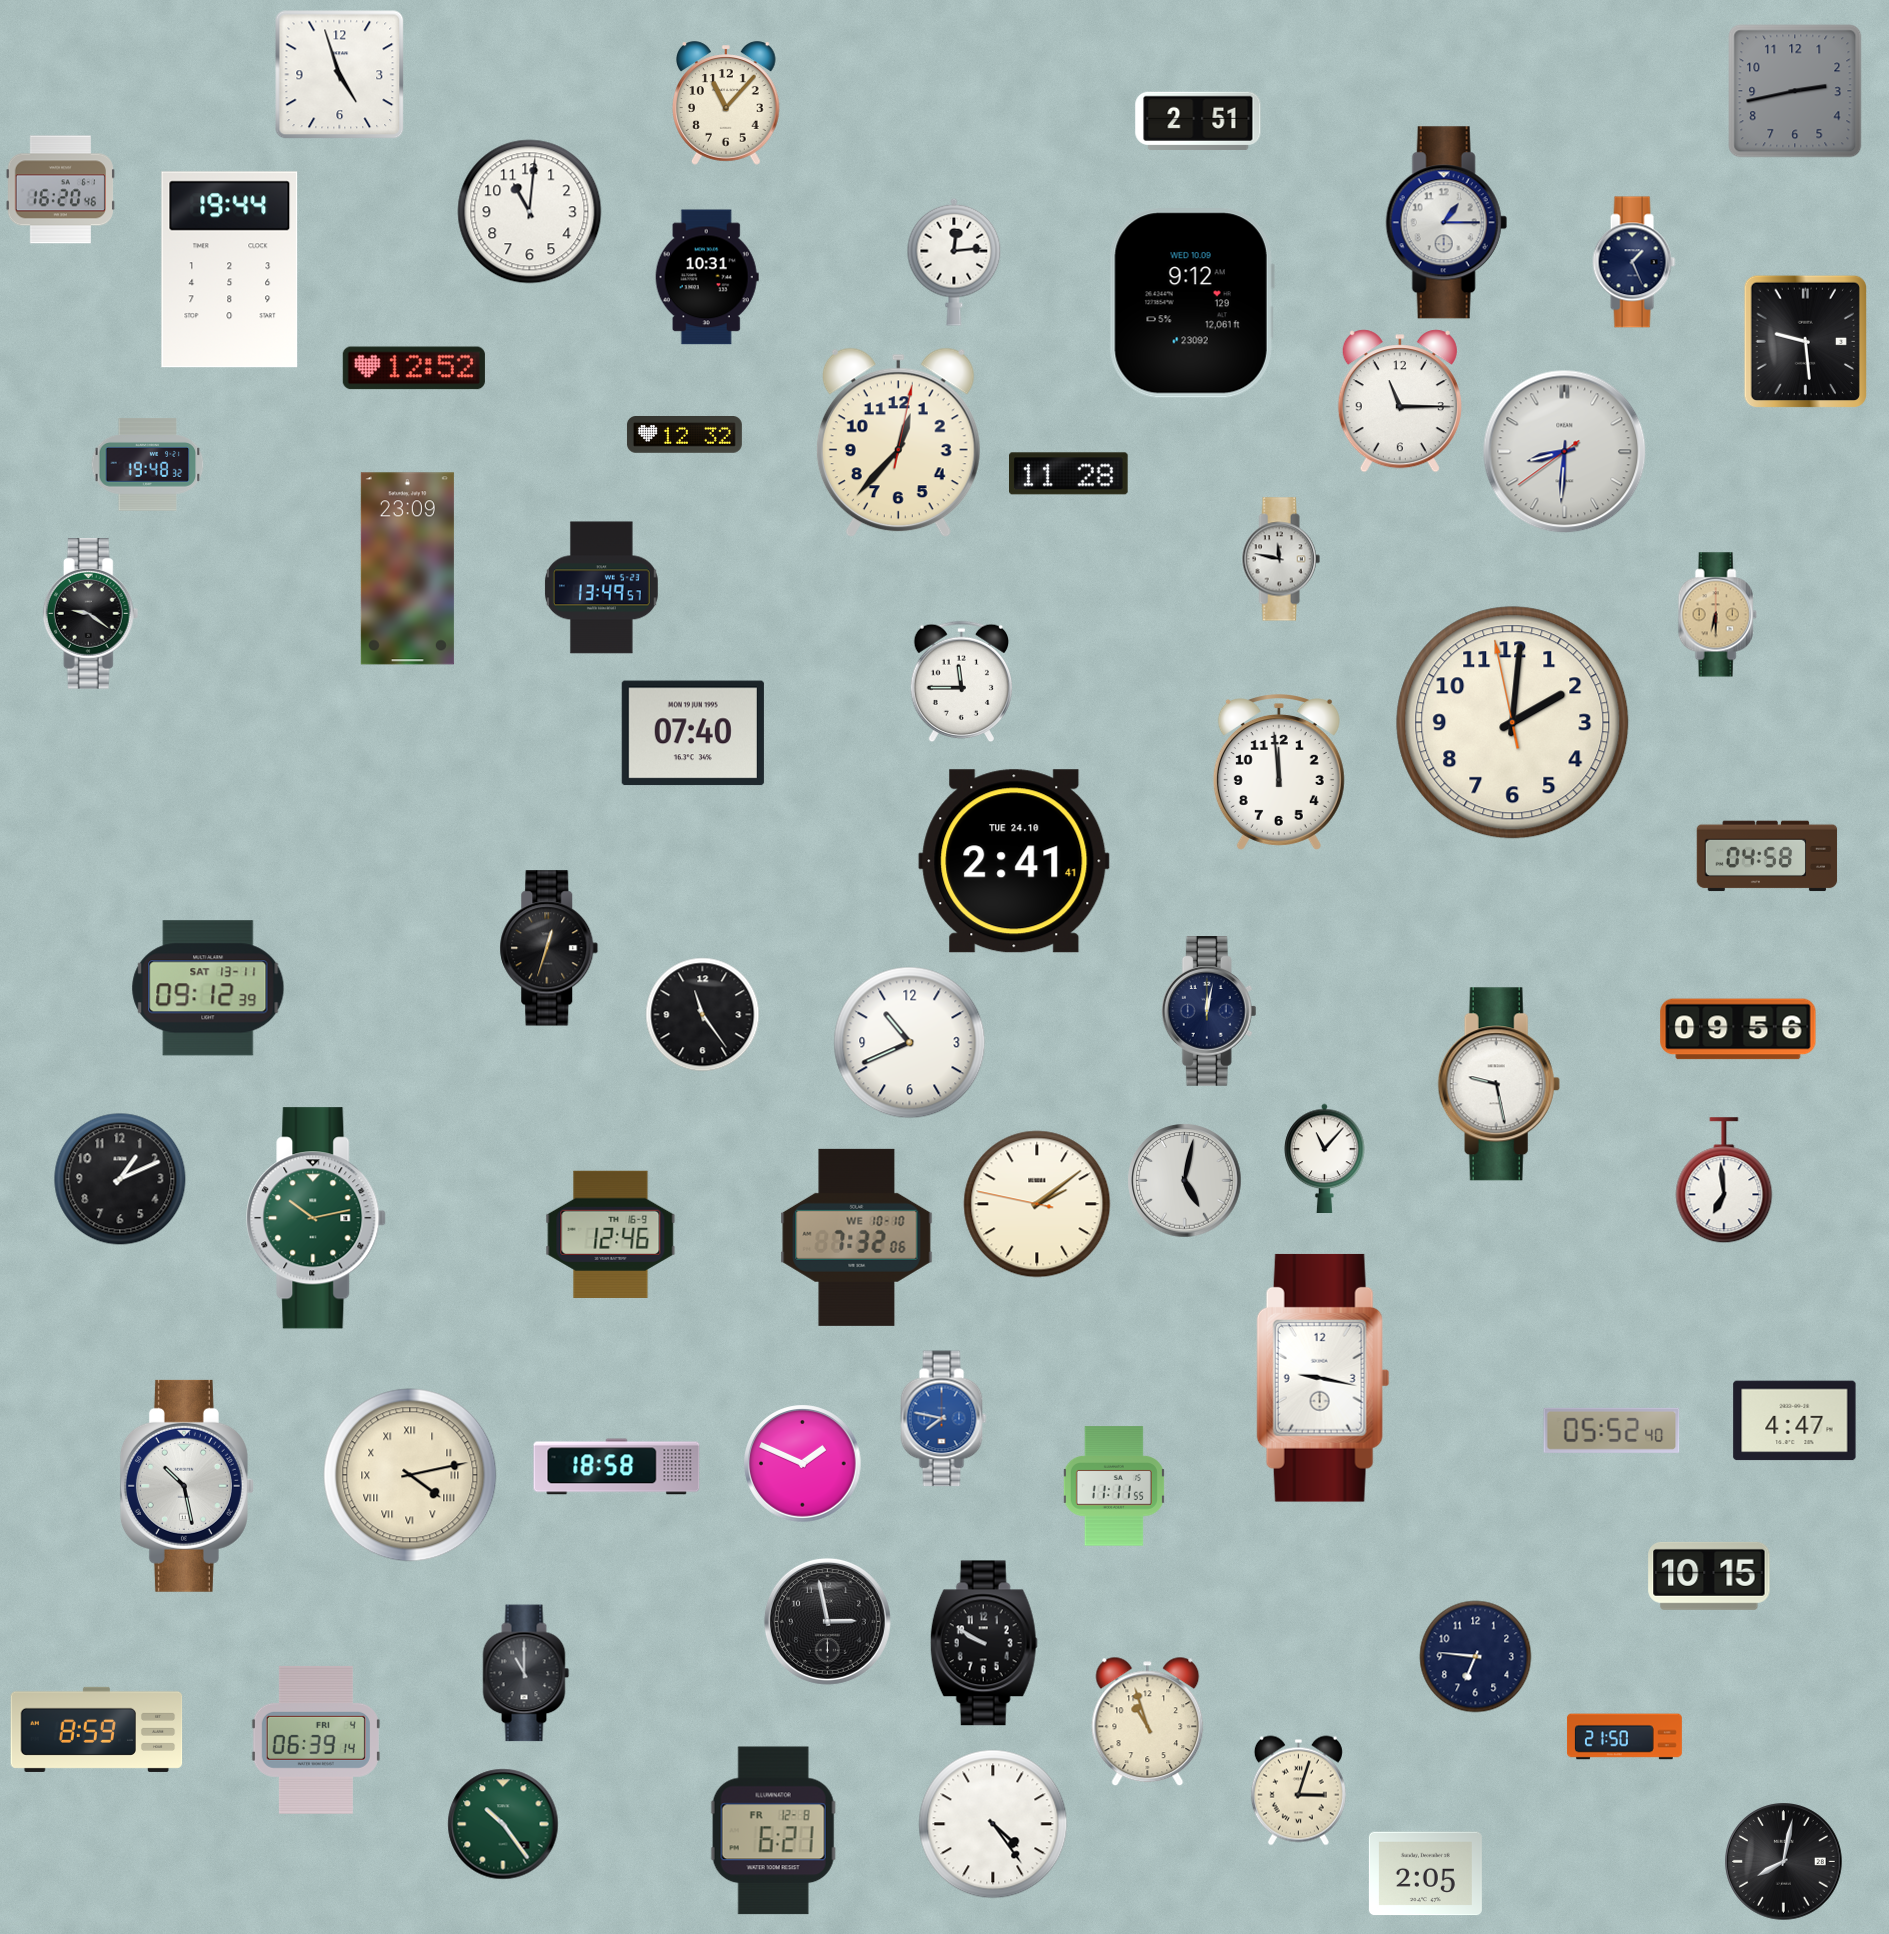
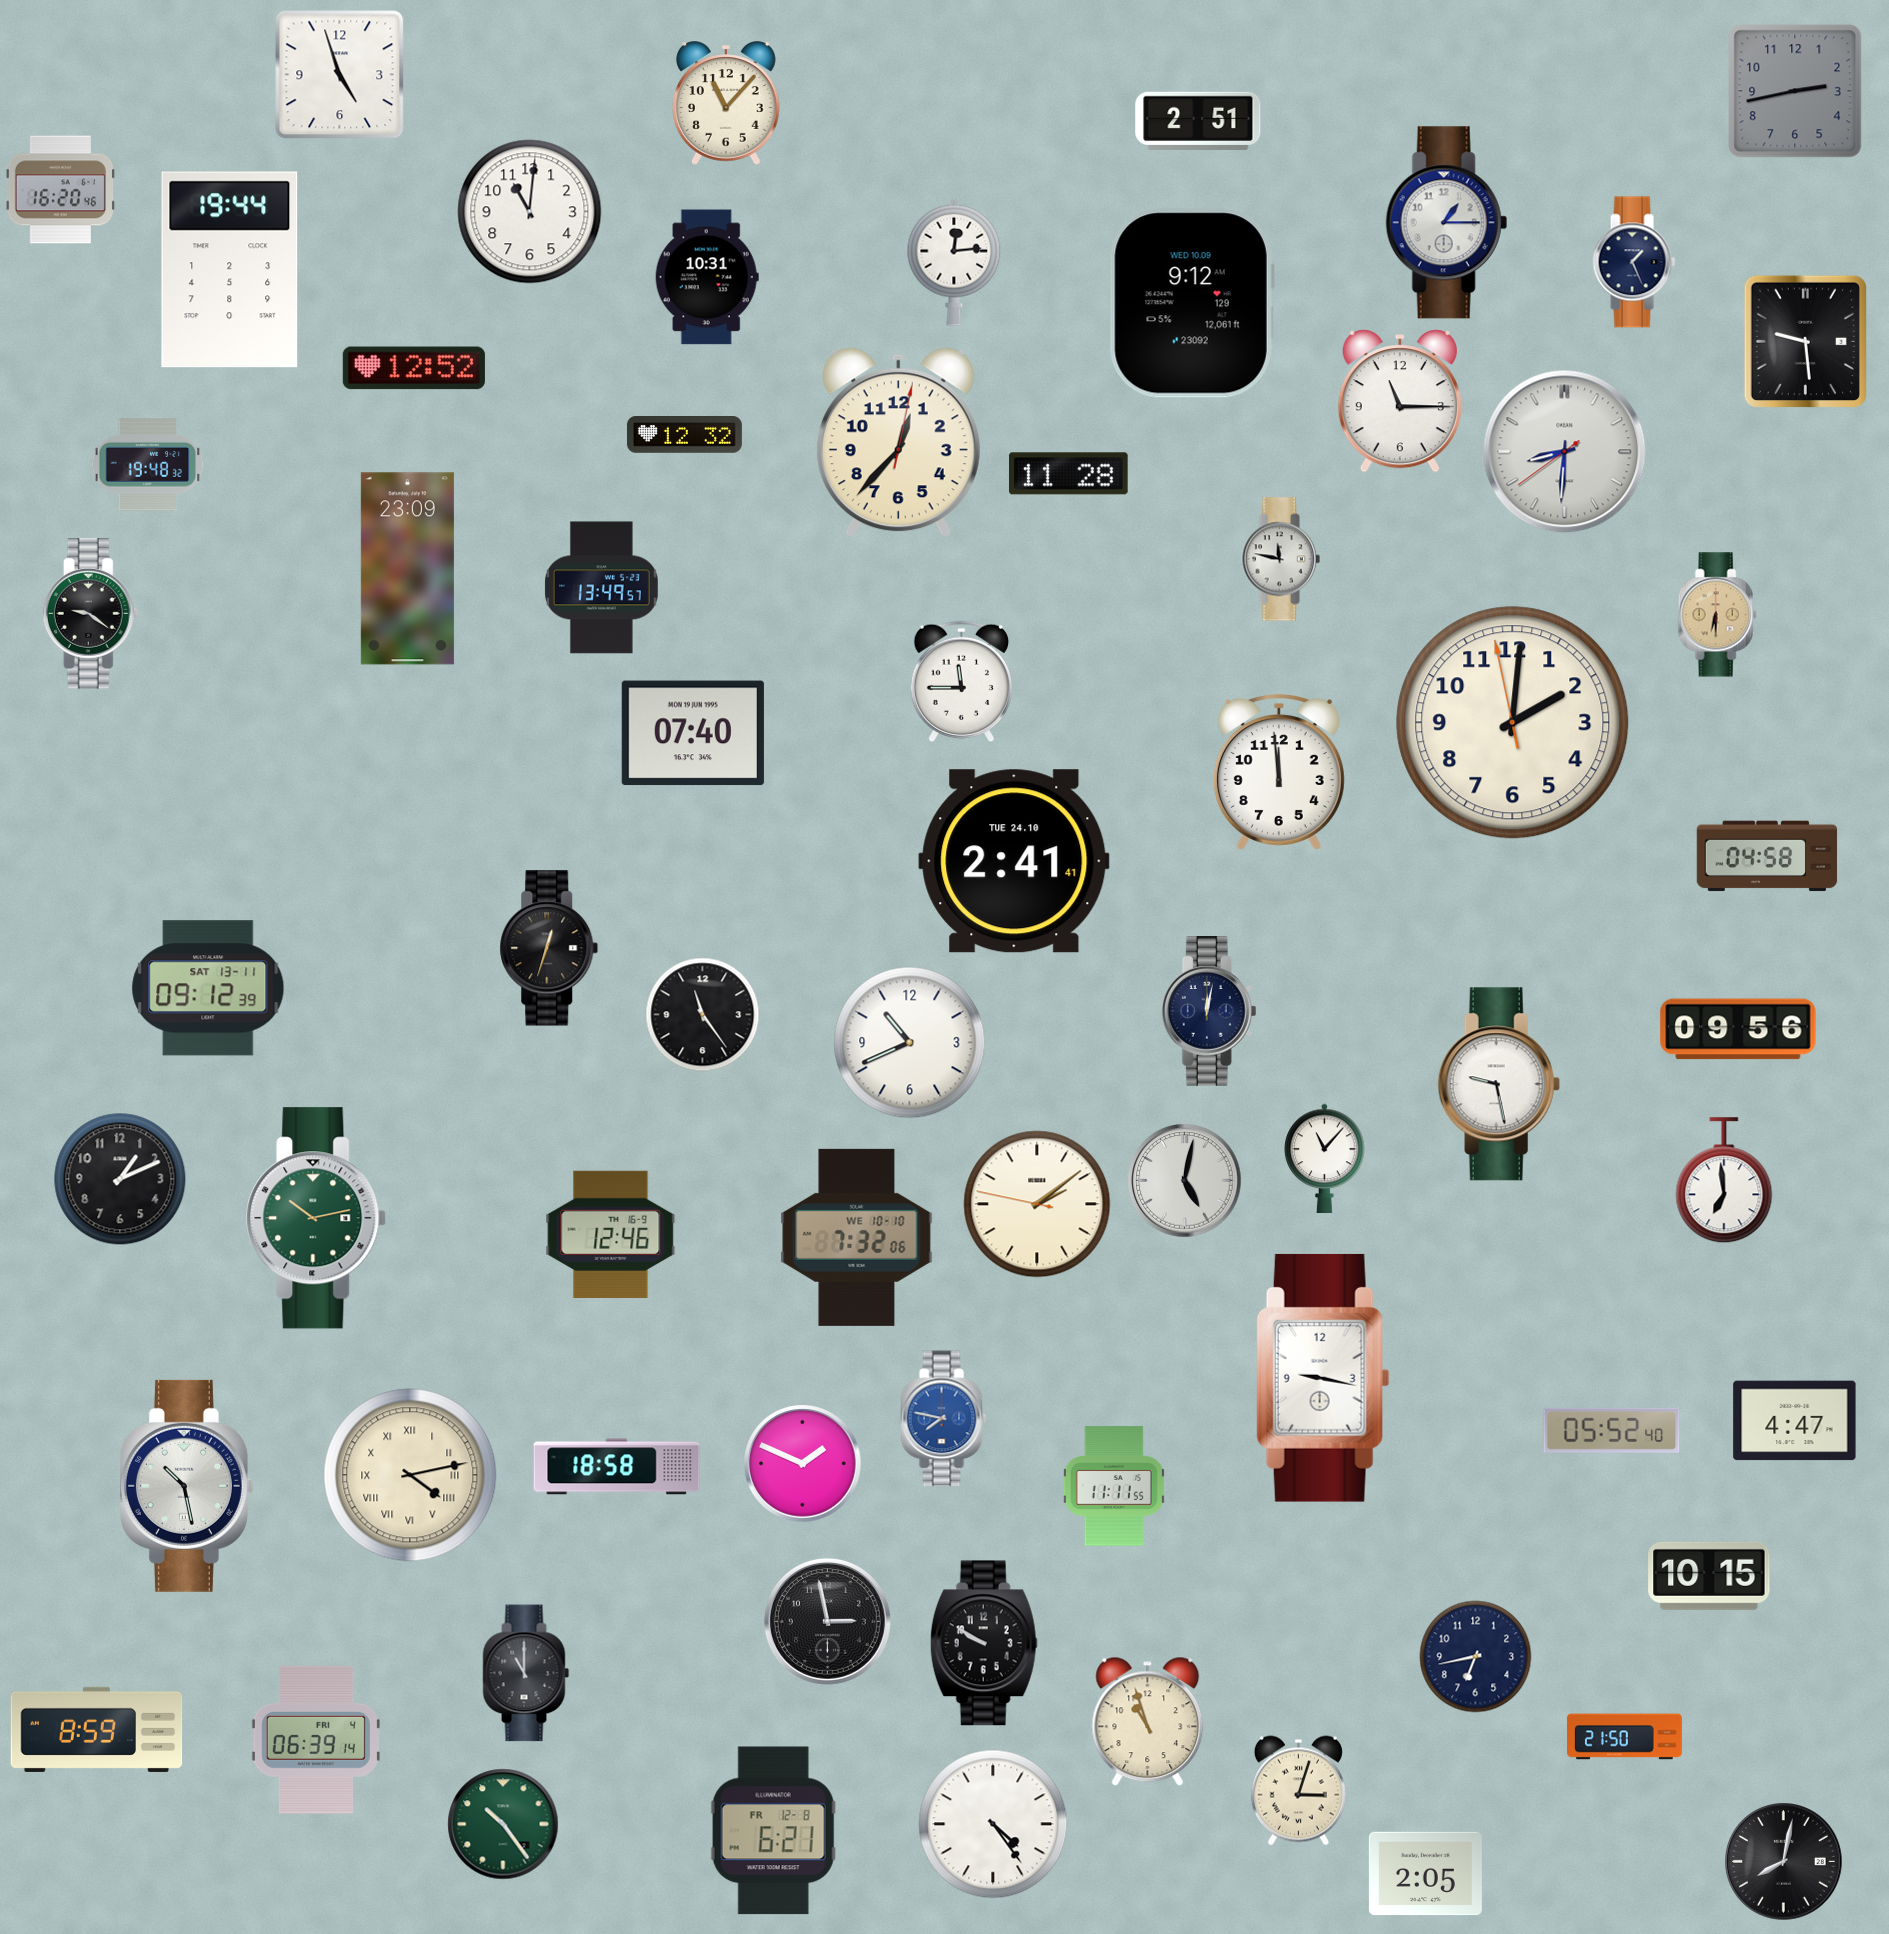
clock at (1476, 1657): 6:46 -> 6:43
